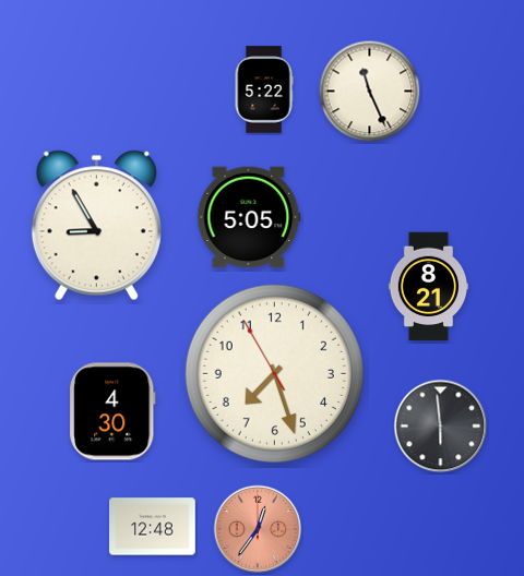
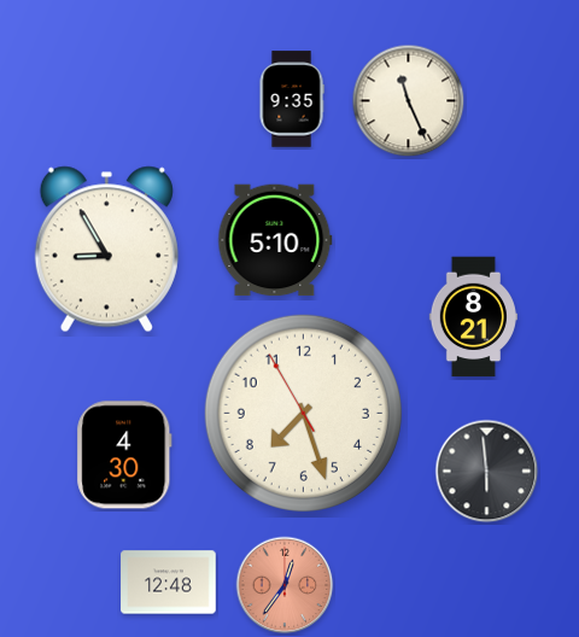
clock at (264, 89): 5:22 -> 9:35
clock at (249, 217): 5:05 -> 5:10
